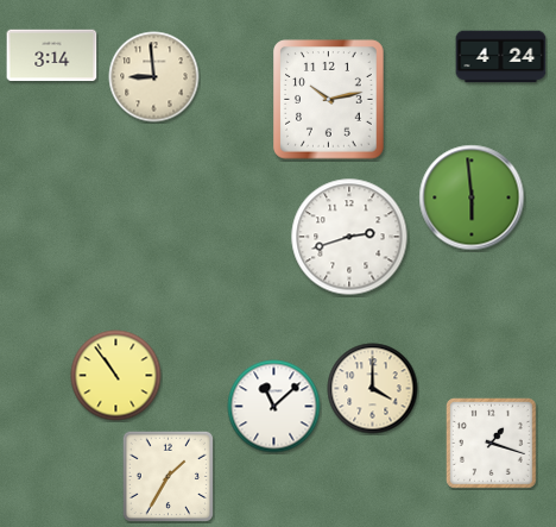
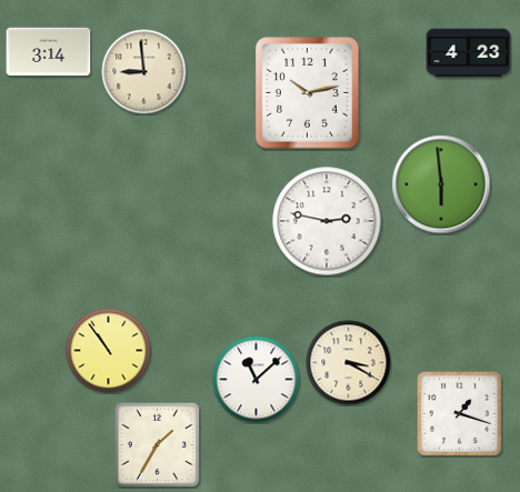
clock at (501, 57): 4:24 -> 4:23
clock at (349, 237): 2:42 -> 2:47
clock at (373, 389): 4:00 -> 3:20
